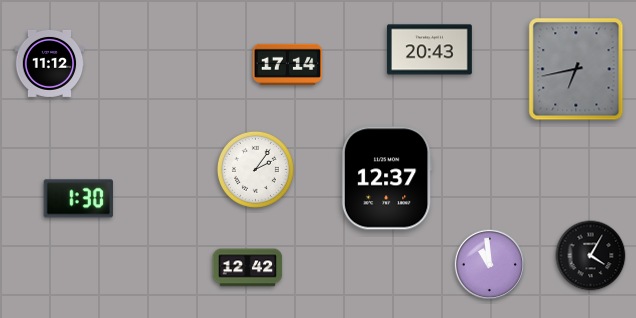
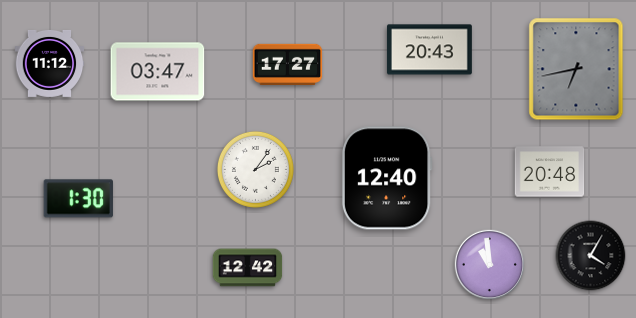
clock at (288, 64): 17:14 -> 17:27
clock at (158, 72): none -> 03:47
clock at (550, 172): none -> 20:48
clock at (387, 178): 12:37 -> 12:40
